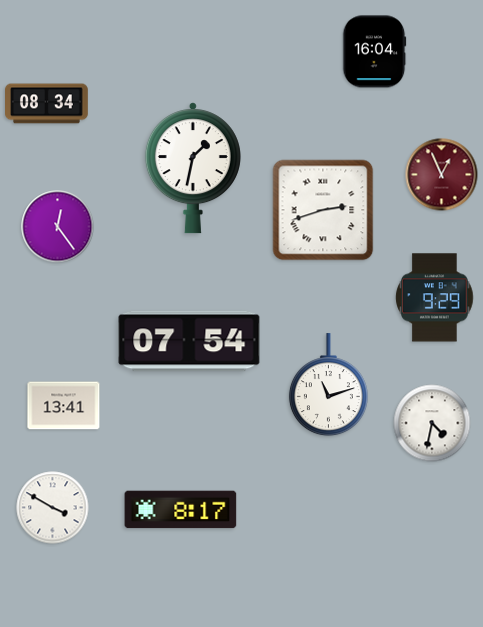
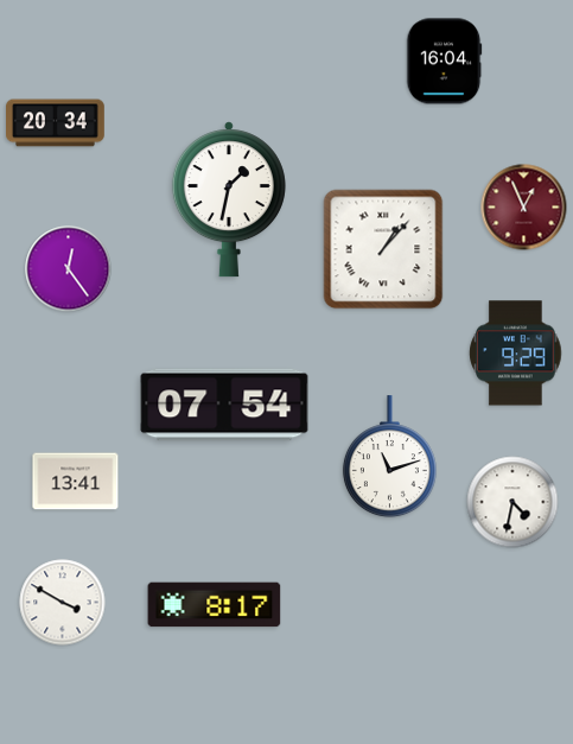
clock at (47, 104): 08:34 -> 20:34
clock at (323, 210): 2:42 -> 1:07
